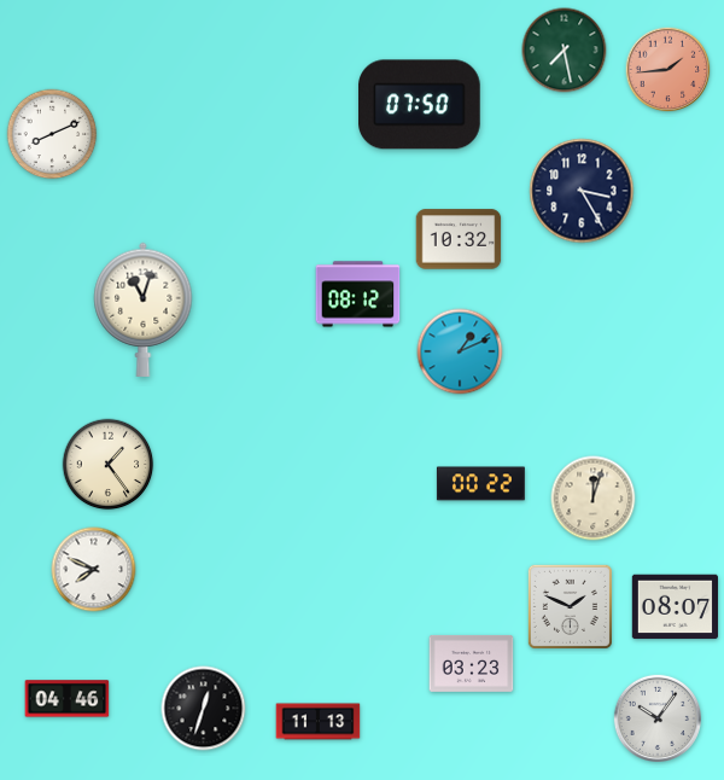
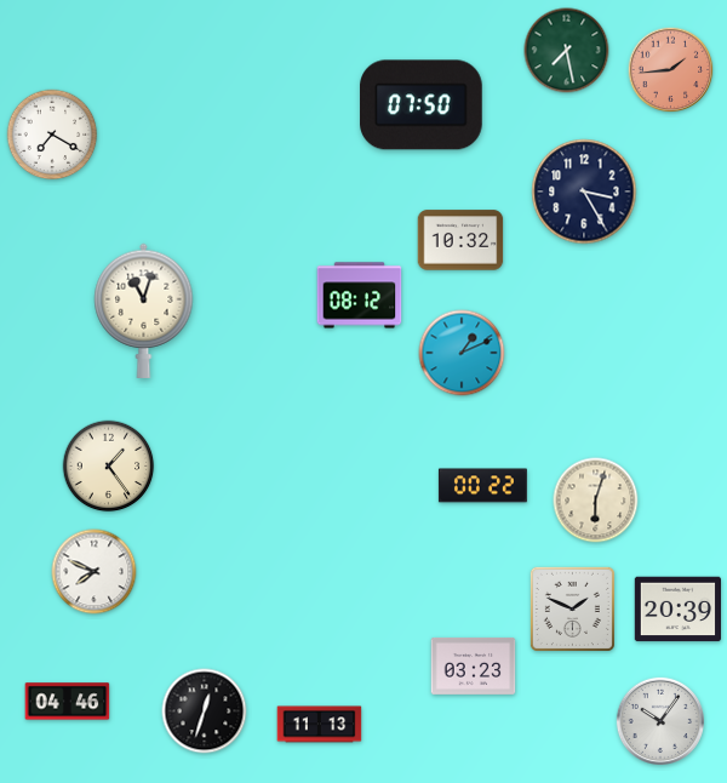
clock at (52, 134): 8:11 -> 7:20
clock at (594, 499): 12:03 -> 6:03
clock at (675, 607): 08:07 -> 20:39
